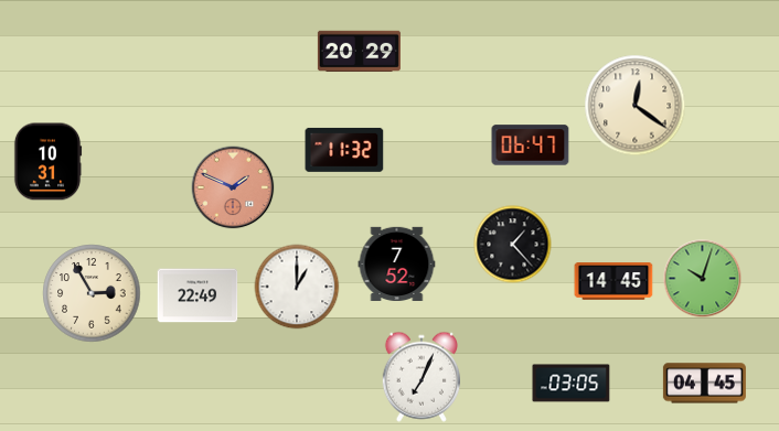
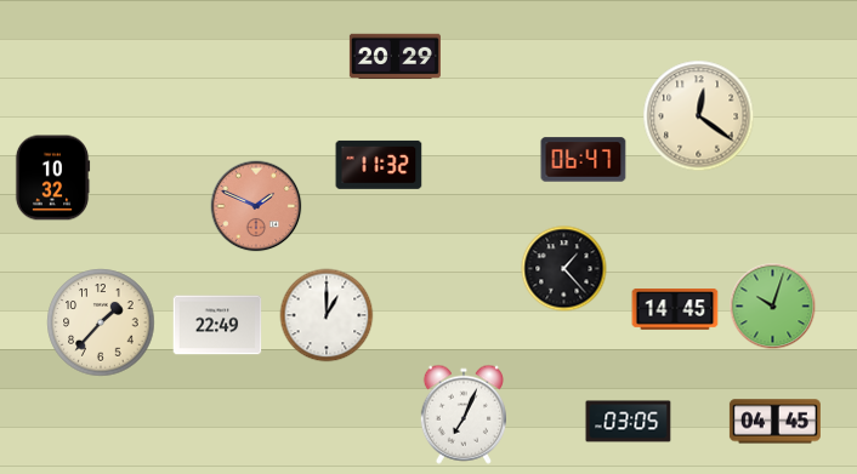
clock at (47, 162): 10:31 -> 10:32
clock at (397, 263): 7:52 -> none
clock at (92, 293): 2:55 -> 1:37
